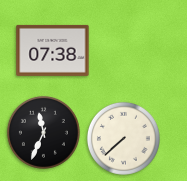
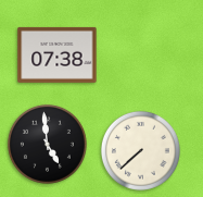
clock at (43, 132): 11:34 -> 4:59
clock at (123, 138) position: (123, 138) -> (140, 150)
